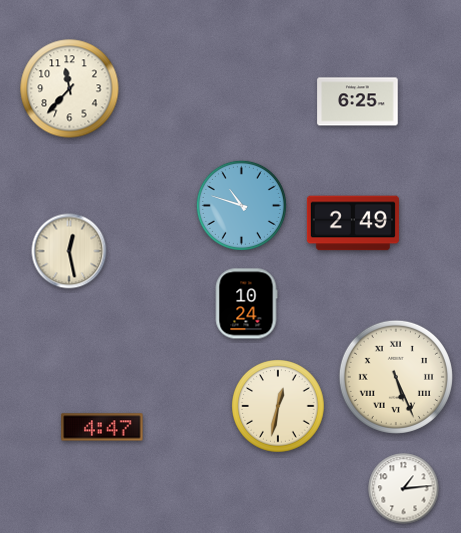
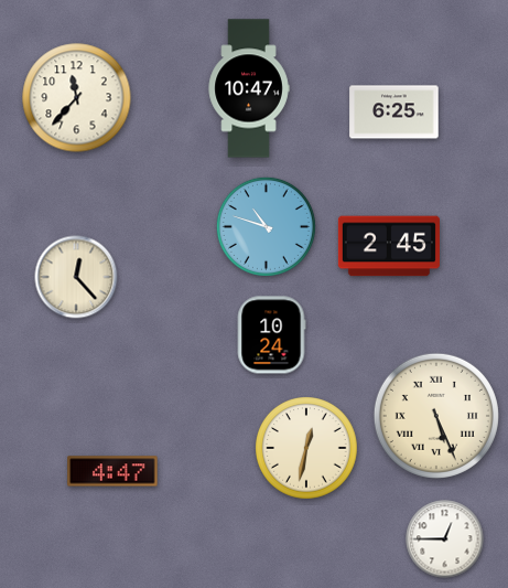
clock at (249, 88): none -> 10:47
clock at (353, 223): 2:49 -> 2:45
clock at (69, 251): 12:28 -> 12:23
clock at (404, 489): 1:14 -> 12:45
